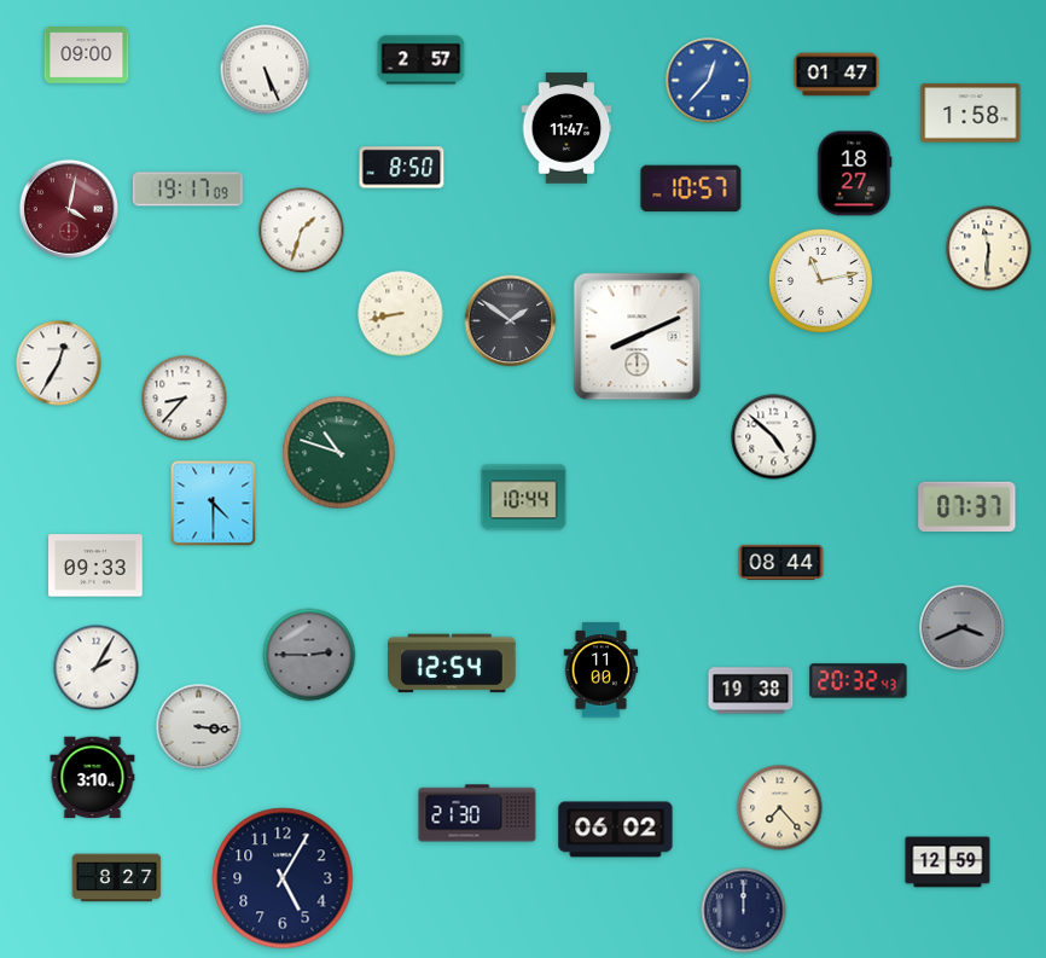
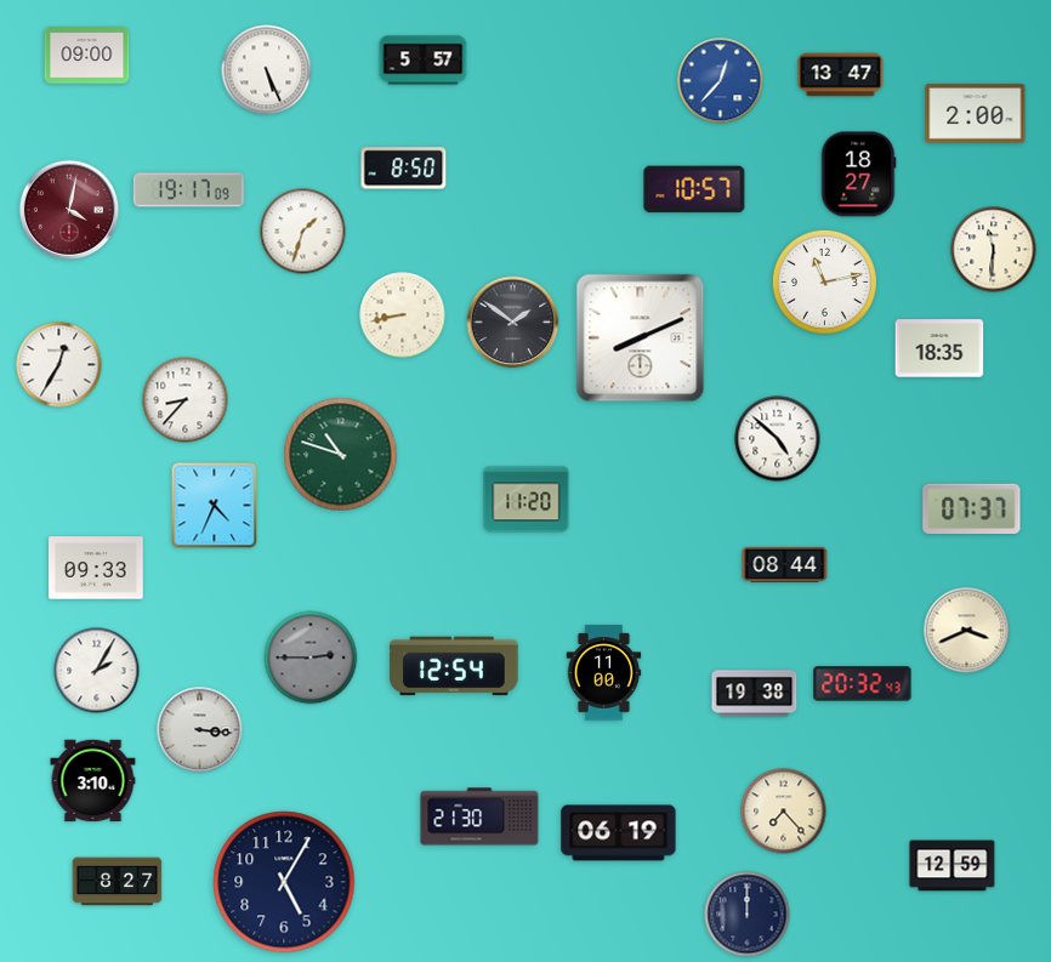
clock at (422, 60): 2:57 -> 5:57
clock at (837, 75): 01:47 -> 13:47
clock at (709, 81) position: (709, 81) -> (721, 81)
clock at (971, 114): 1:58 -> 2:00
clock at (566, 128): 11:47 -> none
clock at (939, 348): none -> 18:35
clock at (524, 498): 10:44 -> 11:20
clock at (214, 504): 4:30 -> 4:34
clock at (963, 628) dial: grey -> cream
clock at (616, 830): 06:02 -> 06:19
